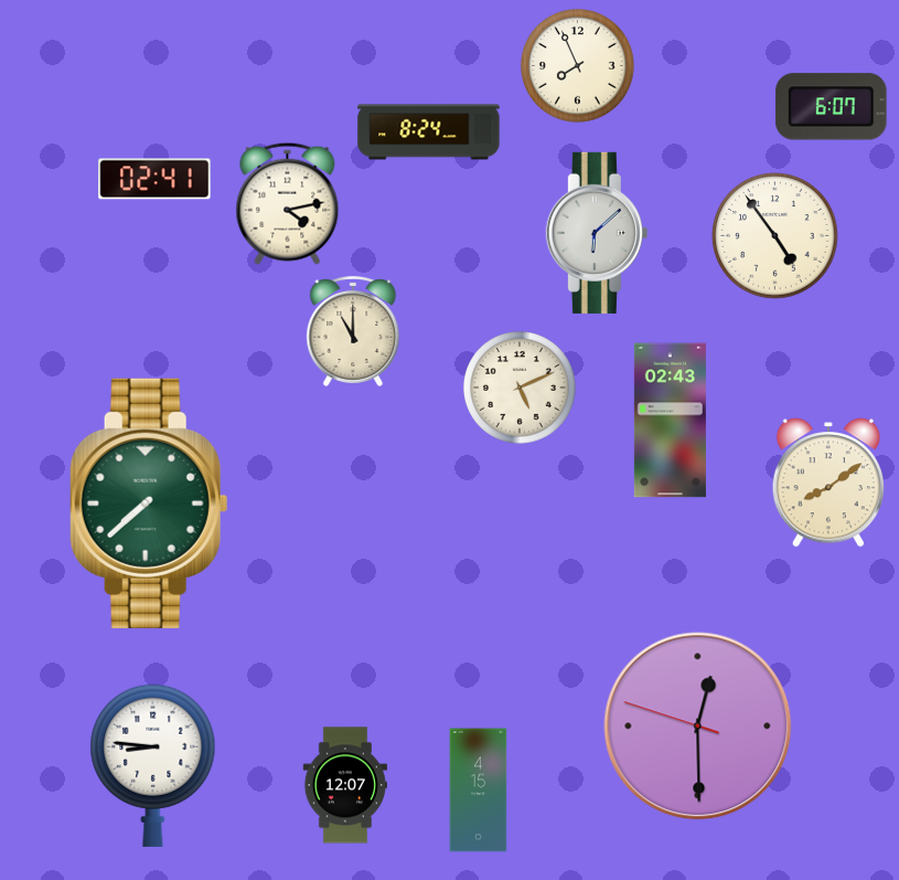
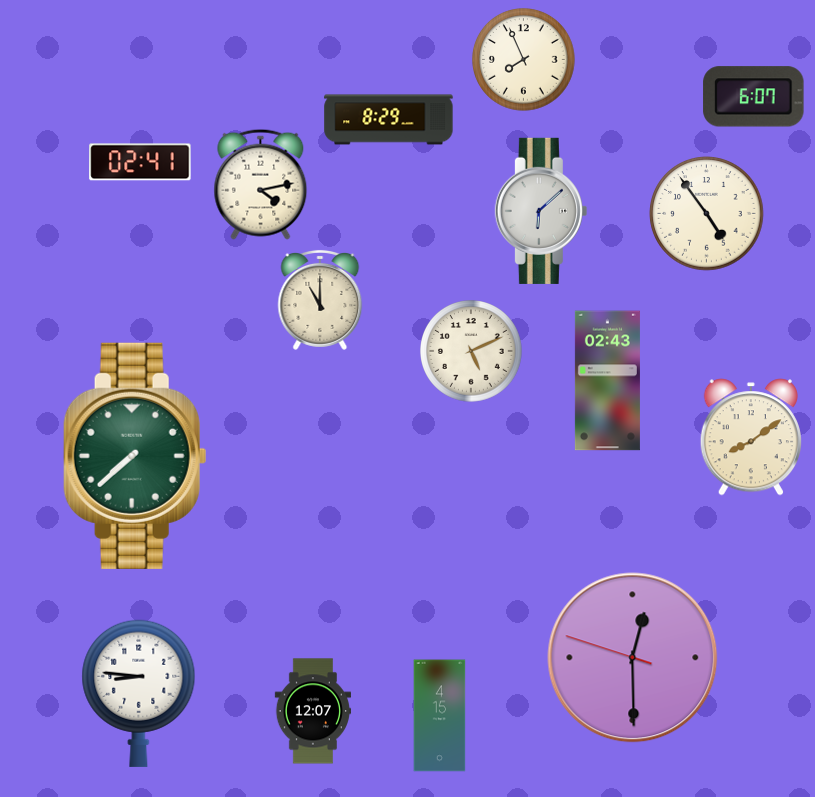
clock at (429, 132): 8:24 -> 8:29
clock at (775, 236) position: (775, 236) -> (707, 214)
clock at (479, 791) position: (479, 791) -> (440, 716)
